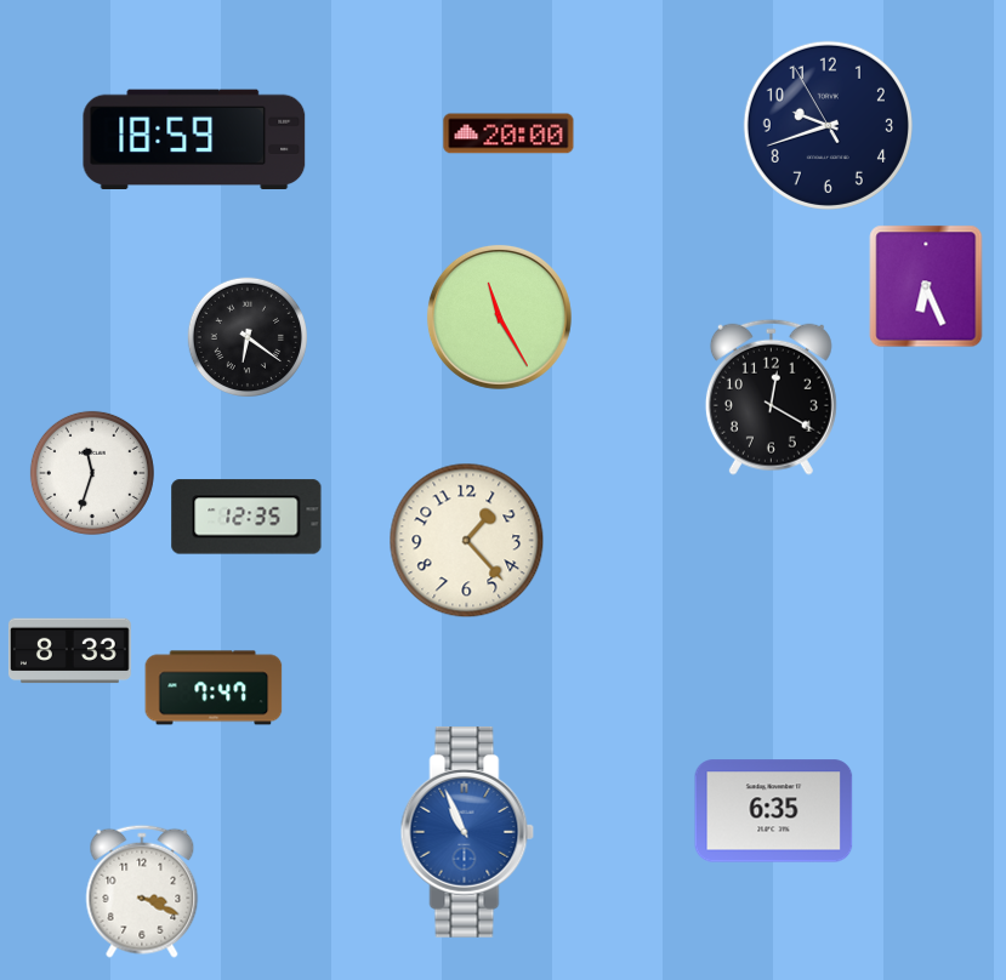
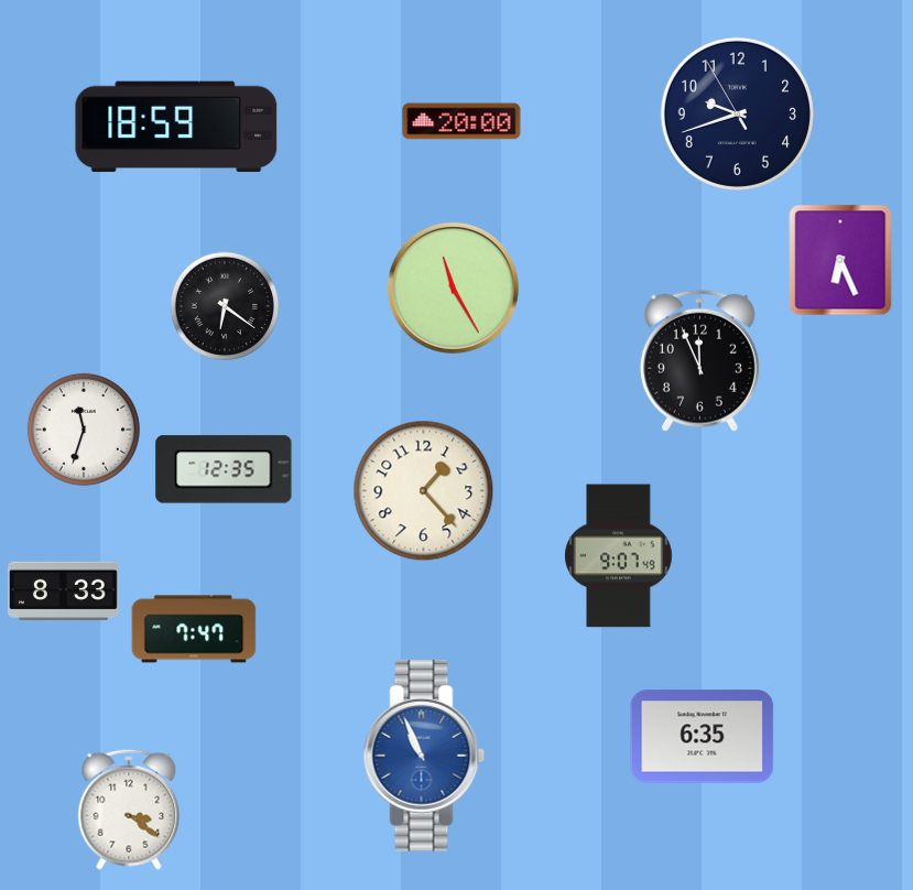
clock at (828, 125) position: (828, 125) -> (737, 113)
clock at (771, 397): 12:20 -> 11:56
clock at (619, 556): none -> 9:07
clock at (214, 688) position: (214, 688) -> (194, 629)
clock at (142, 891): 3:19 -> 3:21
